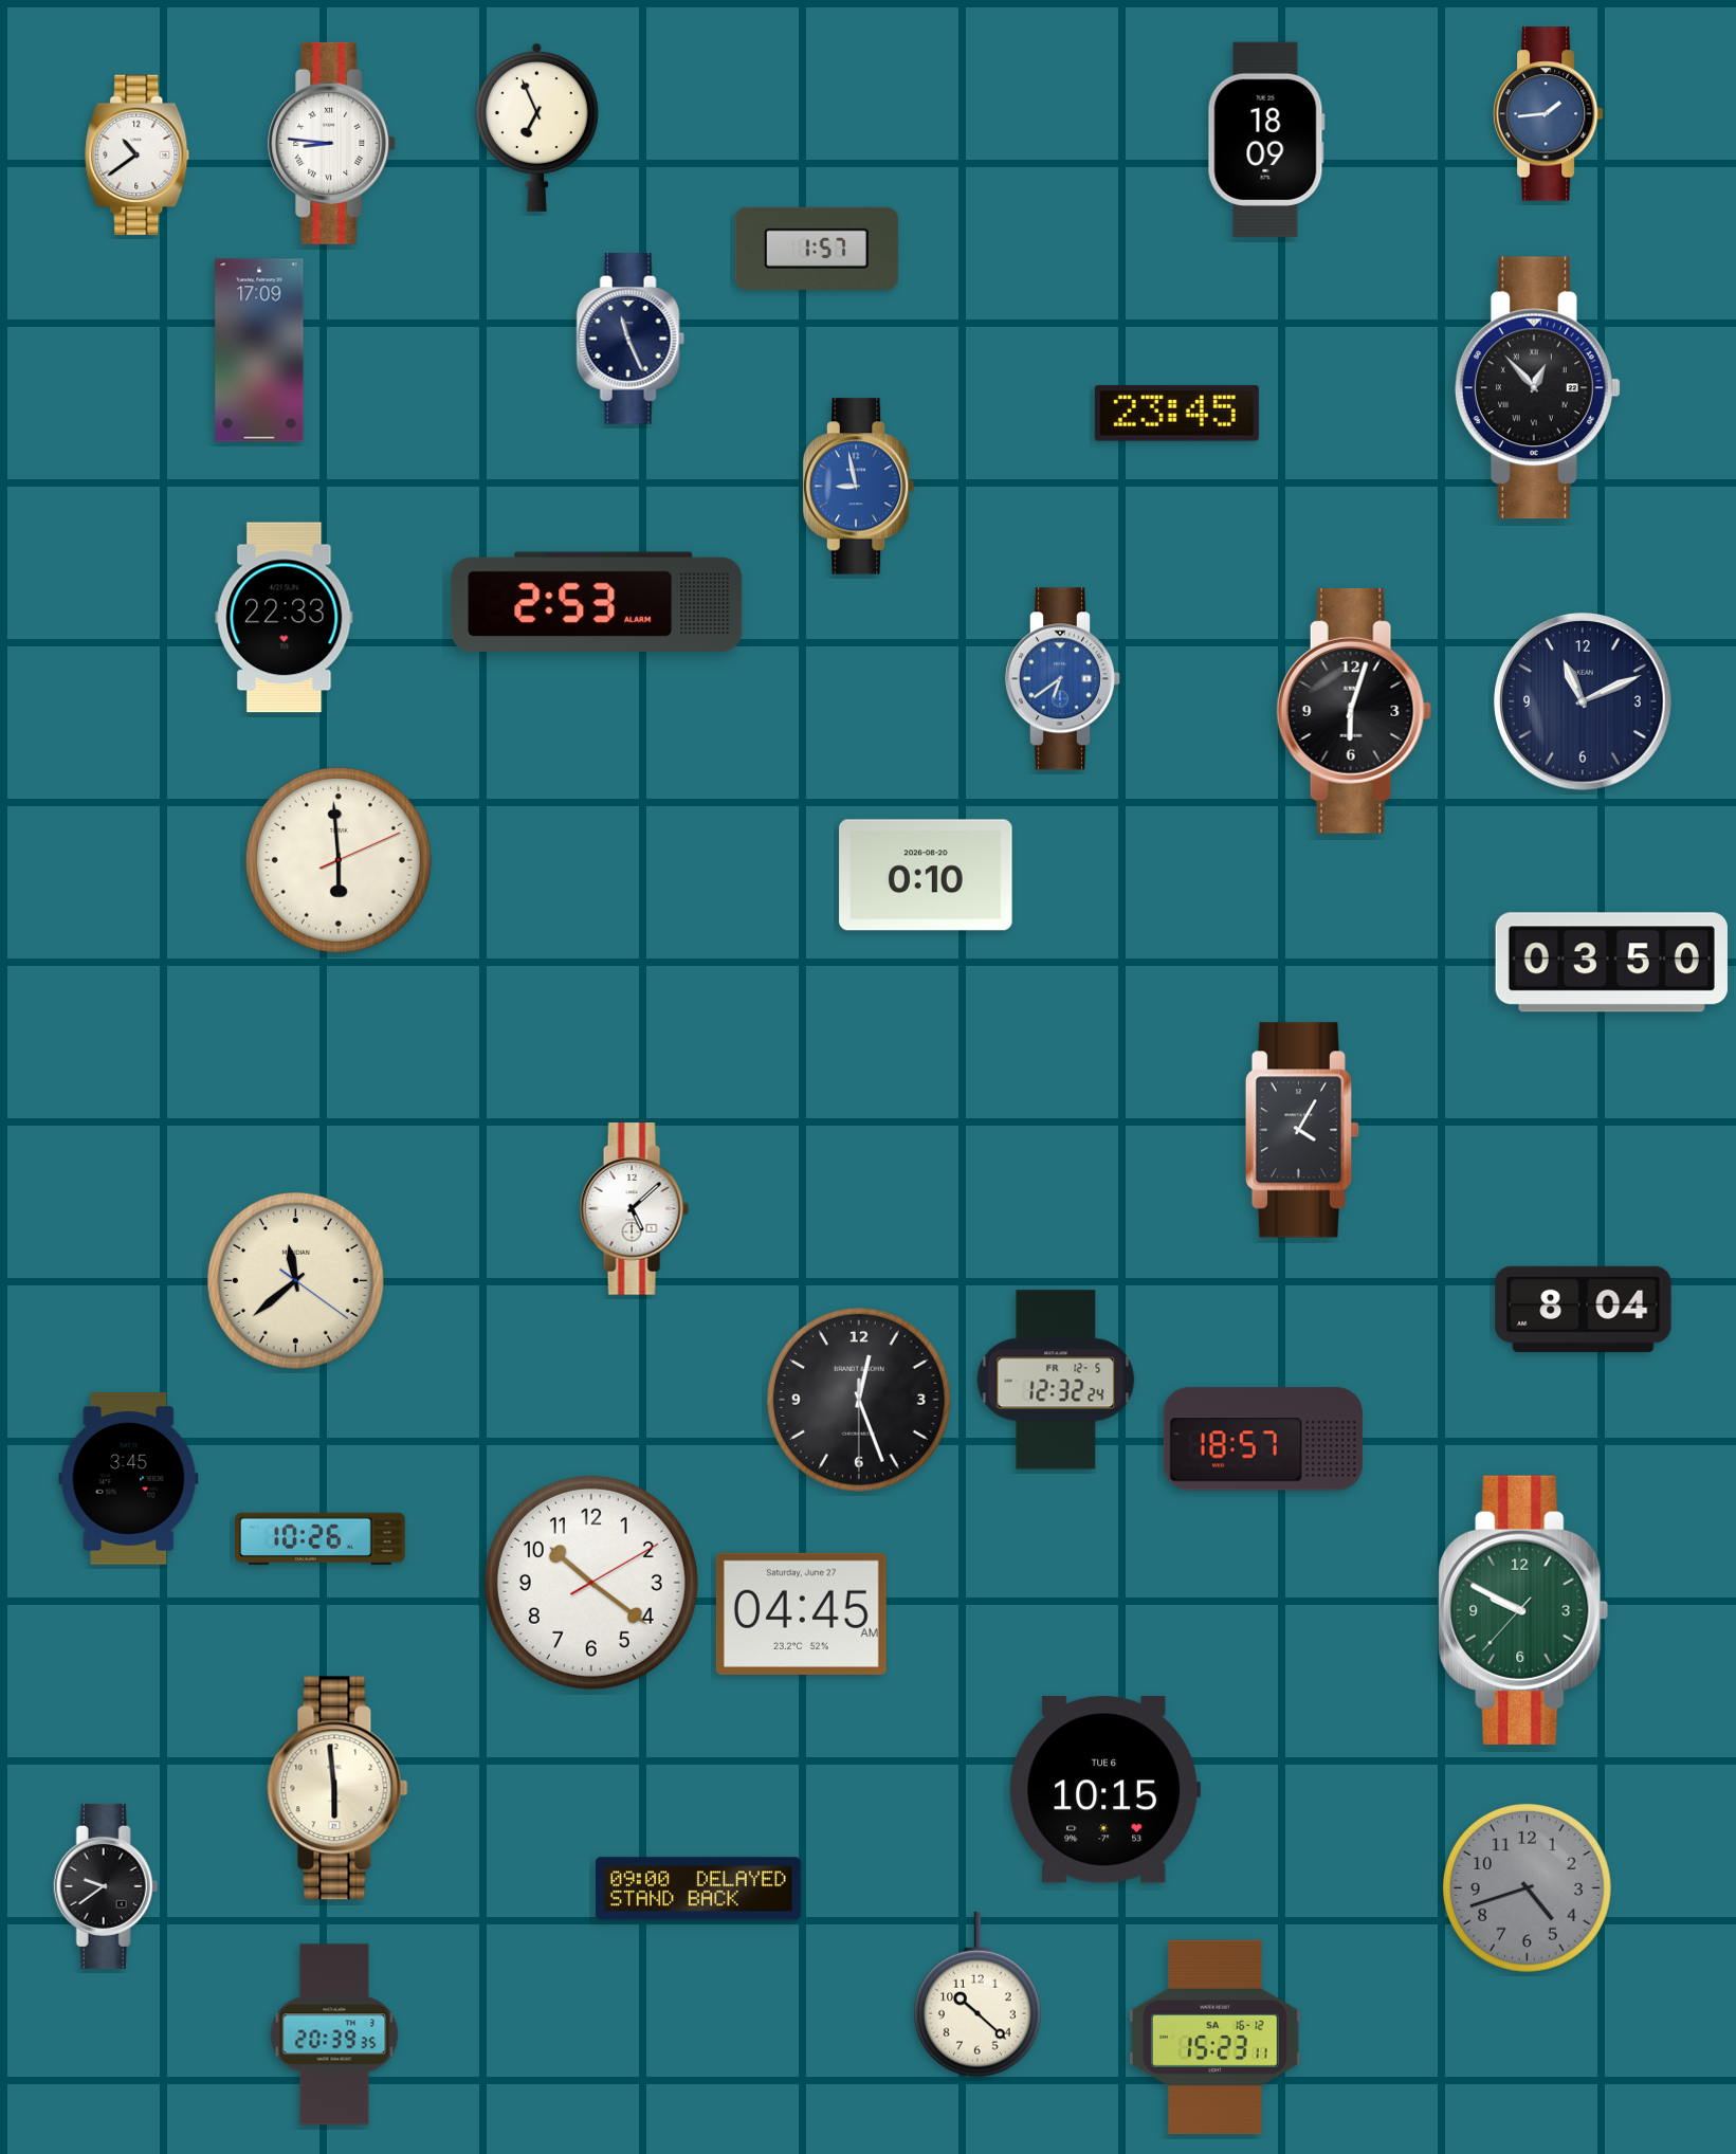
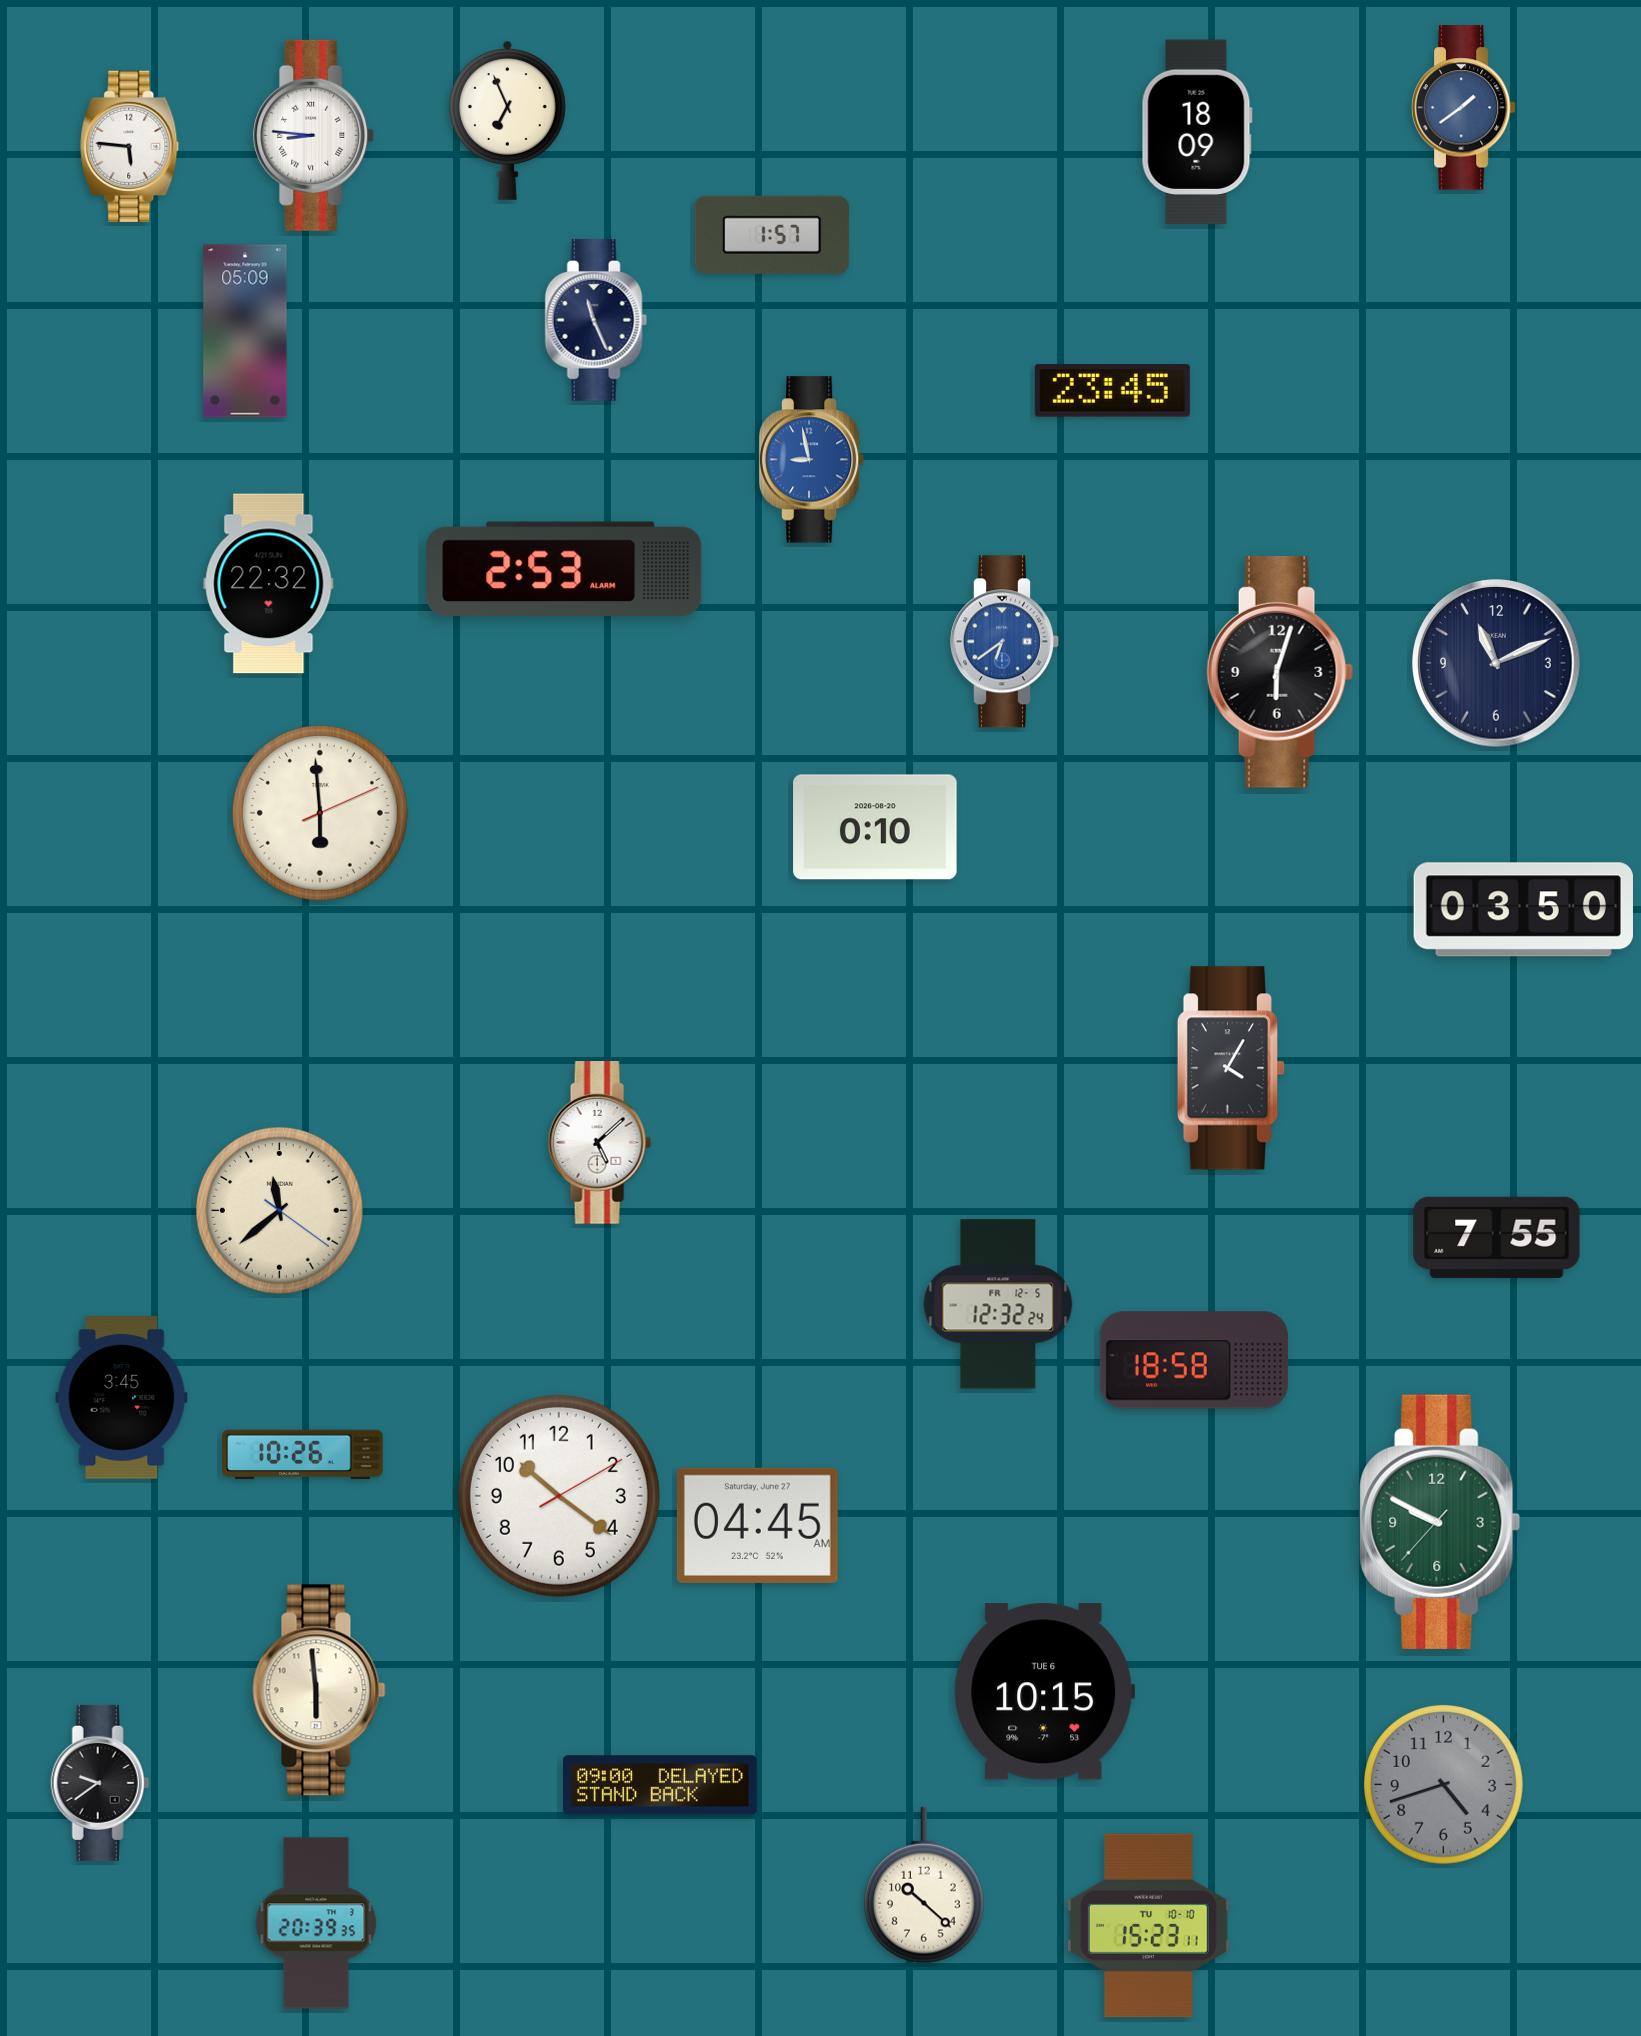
clock at (1548, 114): 1:44 -> 1:39
clock at (138, 154): 10:39 -> 5:46
clock at (259, 350): 17:09 -> 05:09
clock at (1537, 388): 12:53 -> none
clock at (285, 618): 22:33 -> 22:32
clock at (1584, 1309): 8:04 -> 7:55
clock at (859, 1400): 12:26 -> none
clock at (1263, 1439): 18:57 -> 18:58
clock at (1214, 2038) date: SA 16-12 -> TU 10-10
